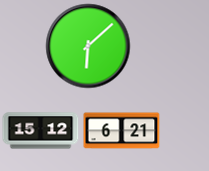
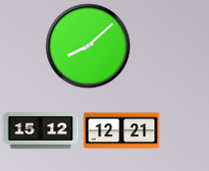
clock at (88, 46): 6:08 -> 8:08
clock at (122, 131): 6:21 -> 12:21
